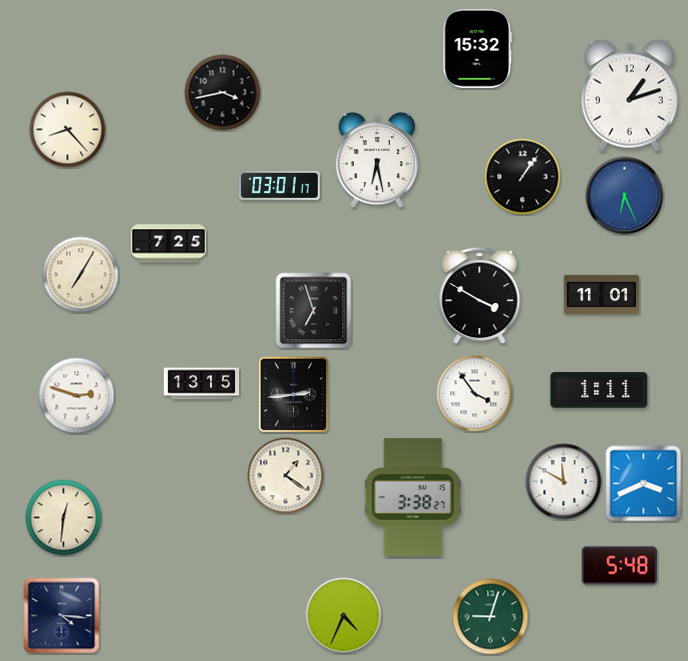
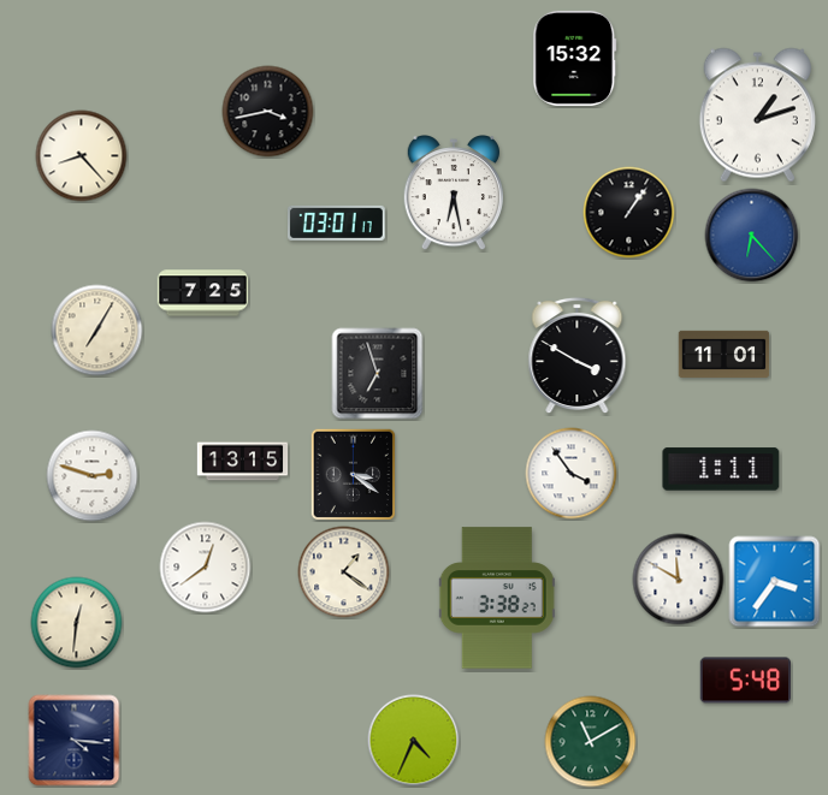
clock at (625, 196): 6:26 -> 6:23
clock at (294, 395): 2:44 -> 3:21
clock at (206, 568): none -> 12:39
clock at (644, 484): 3:41 -> 3:36
clock at (491, 617): 9:03 -> 11:10
